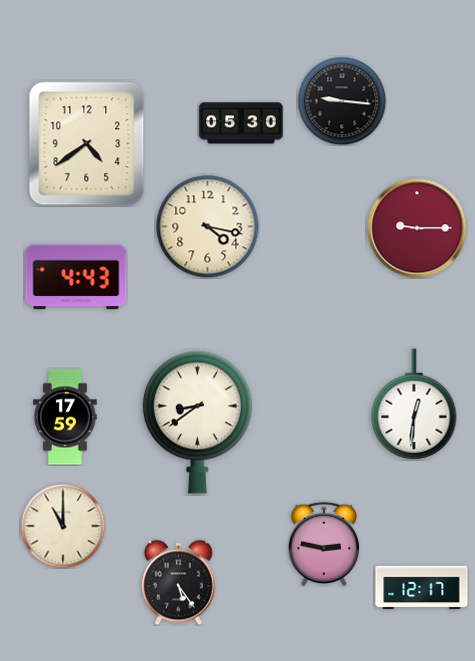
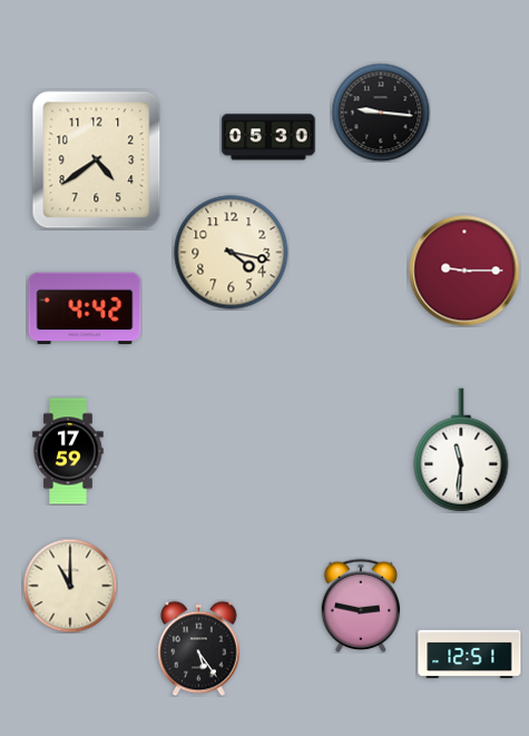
clock at (417, 228) position: (417, 228) -> (464, 271)
clock at (76, 277): 4:43 -> 4:42
clock at (414, 404): 12:31 -> 11:31
clock at (65, 417) position: (65, 417) -> (68, 451)
clock at (197, 422): 8:39 -> none
clock at (422, 588): 12:17 -> 12:51
